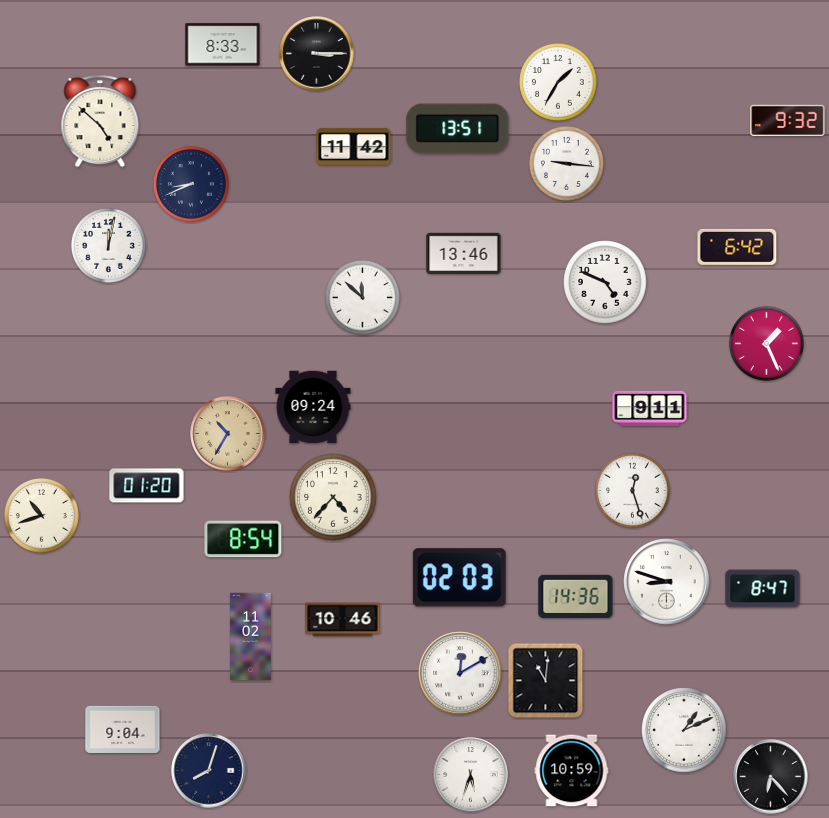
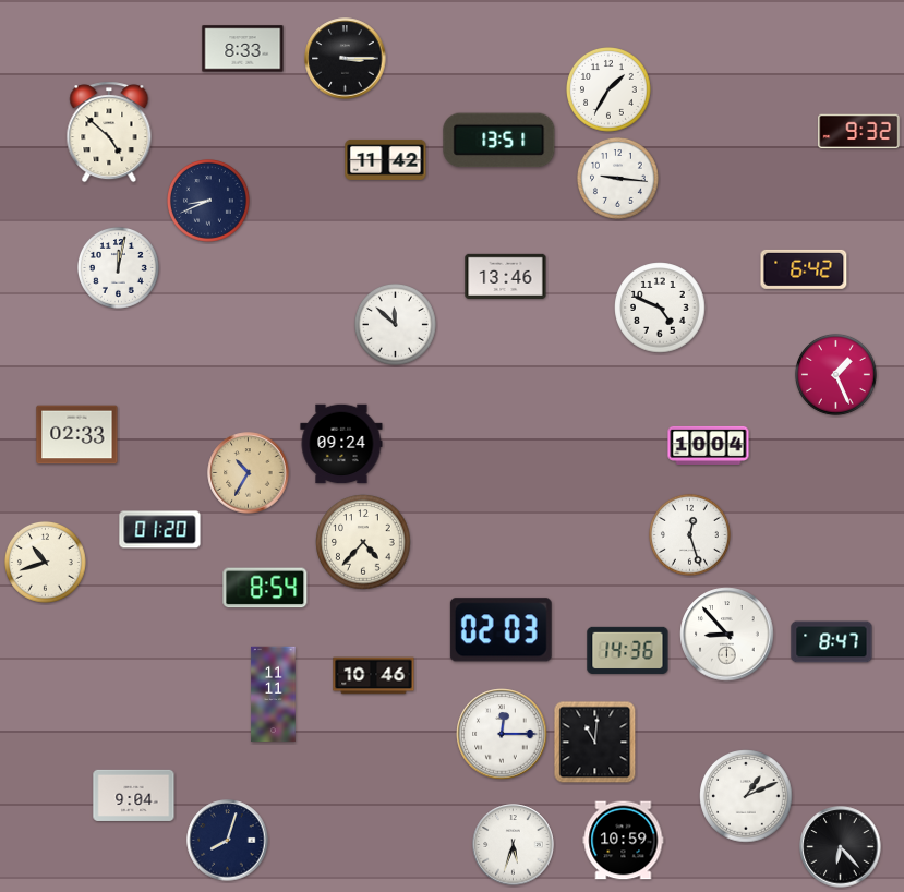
clock at (77, 435): none -> 02:33
clock at (650, 408): 9:11 -> 10:04
clock at (667, 582): 8:48 -> 8:53
clock at (251, 637): 11:02 -> 11:11
clock at (460, 673): 12:10 -> 12:15
